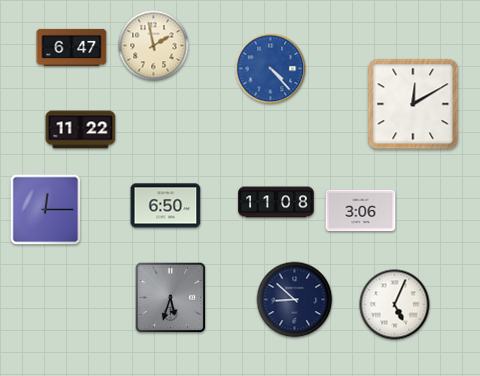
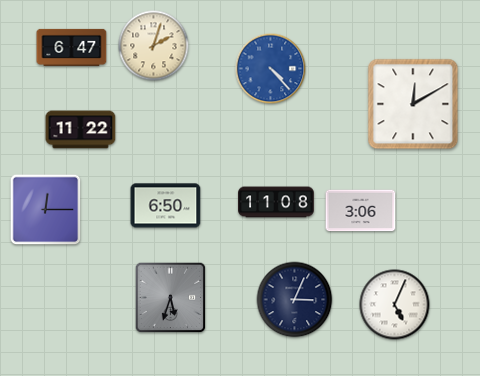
clock at (154, 46): 1:58 -> 2:03
clock at (295, 300): 8:52 -> 3:04
